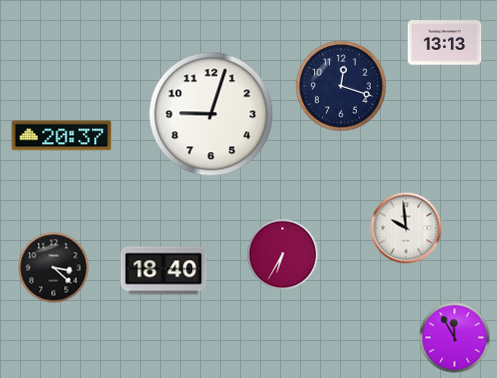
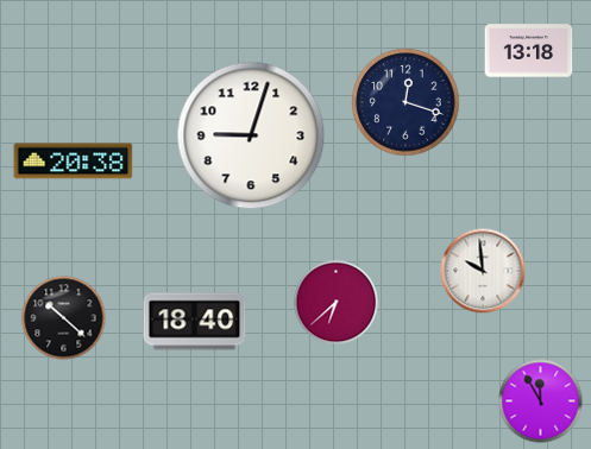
clock at (445, 43): 13:13 -> 13:18
clock at (62, 136): 20:37 -> 20:38
clock at (283, 255): 6:35 -> 6:38
clock at (54, 268): 3:22 -> 10:22
